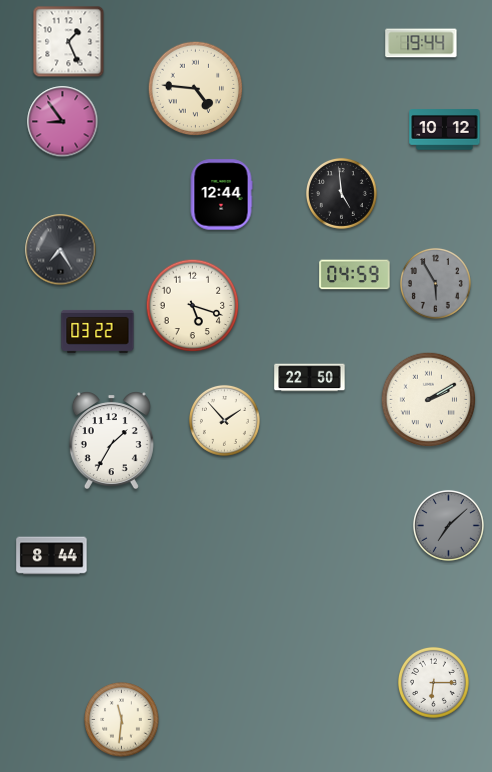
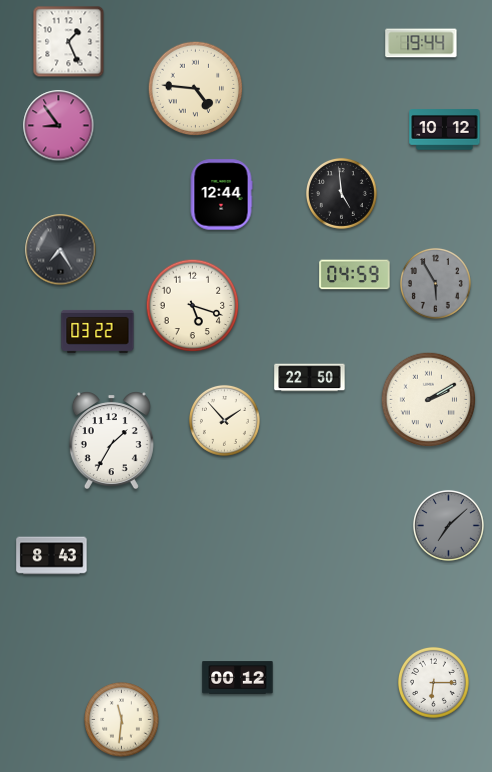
clock at (63, 122) position: (63, 122) -> (59, 126)
clock at (52, 556): 8:44 -> 8:43
clock at (238, 678): none -> 00:12
